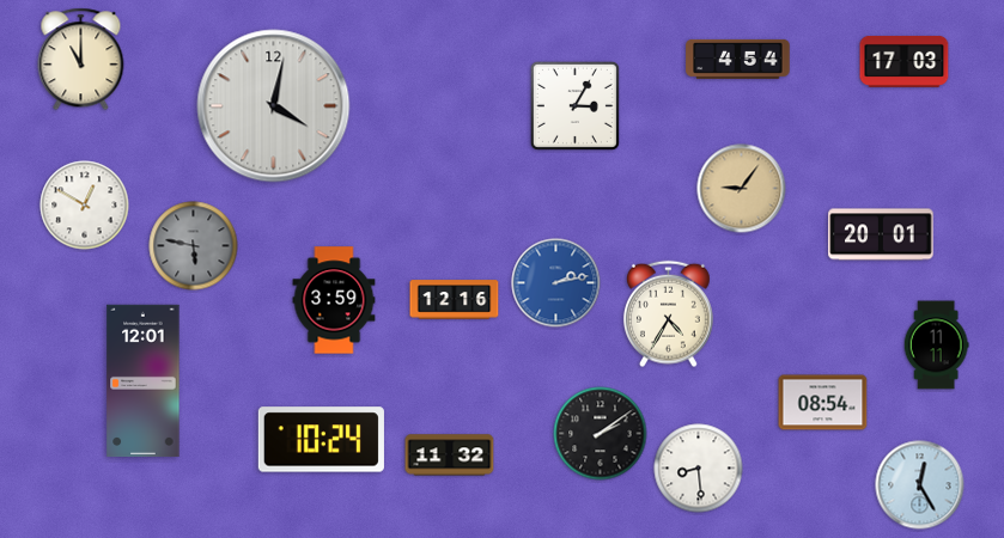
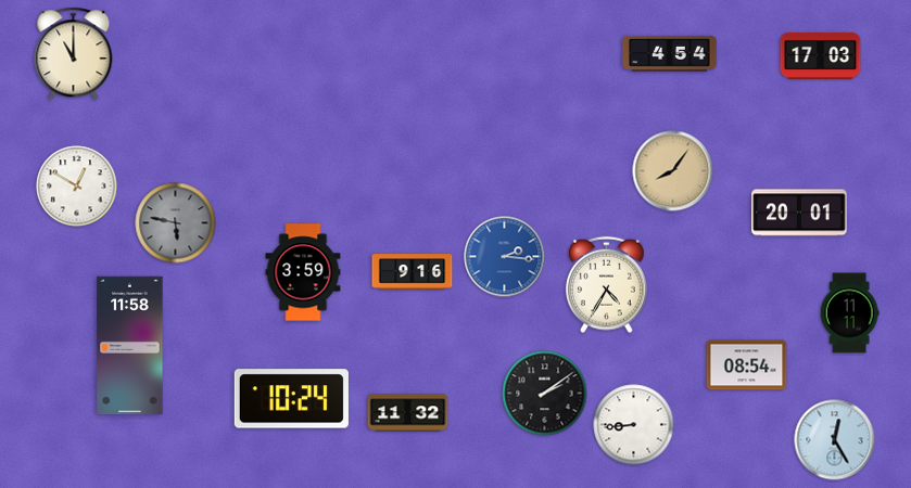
clock at (574, 105): 3:05 -> none
clock at (274, 106): 4:02 -> none
clock at (742, 189): 9:06 -> 8:06
clock at (556, 283): 2:13 -> 2:16
clock at (455, 300): 12:16 -> 9:16
clock at (144, 381): 12:01 -> 11:58
clock at (699, 469): 8:29 -> 8:44
